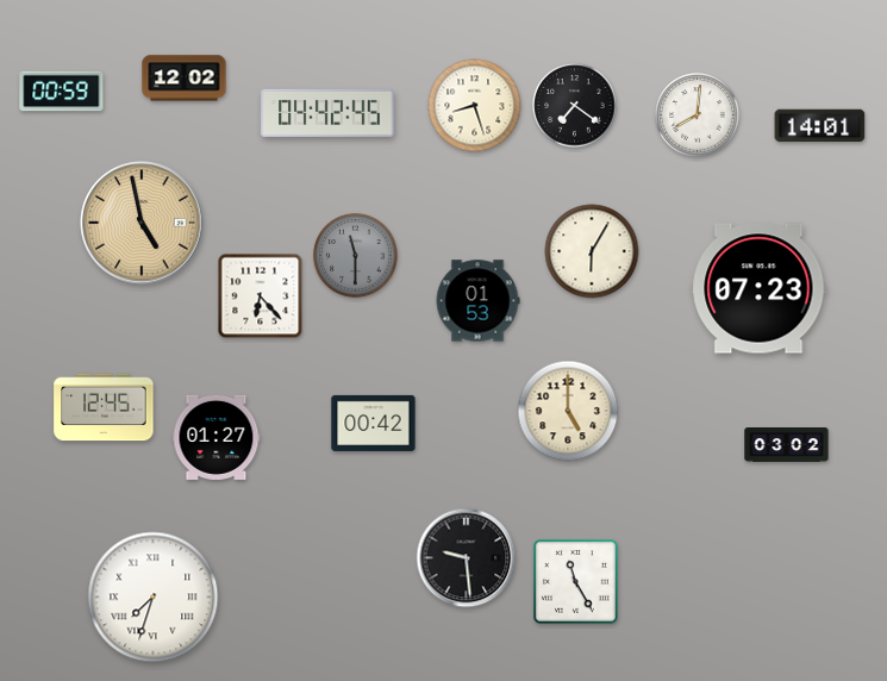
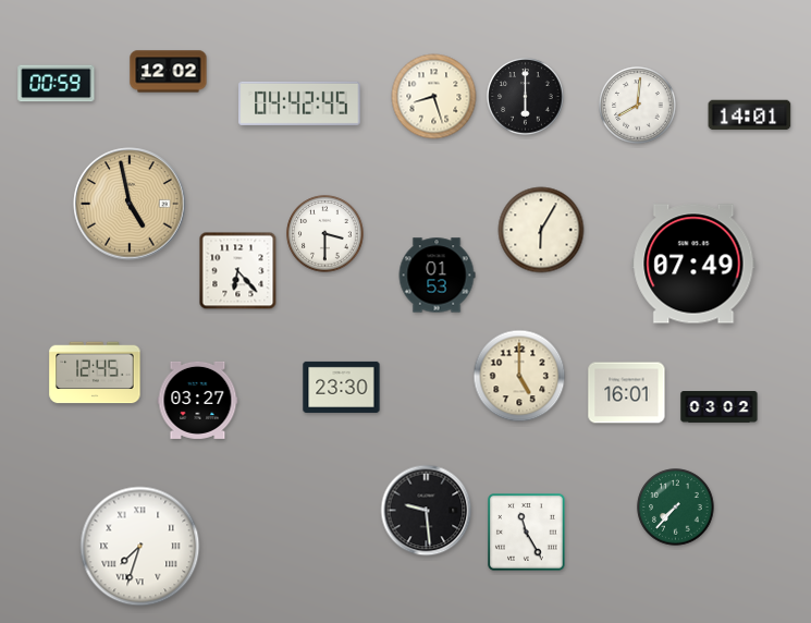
clock at (575, 106): 7:21 -> 6:00
clock at (356, 256): 11:30 -> 3:30
clock at (356, 256) dial: grey -> white
clock at (758, 288): 07:23 -> 07:49
clock at (374, 423): 00:42 -> 23:30
clock at (627, 393): none -> 16:01
clock at (217, 437): 01:27 -> 03:27
clock at (676, 508): none -> 7:37
